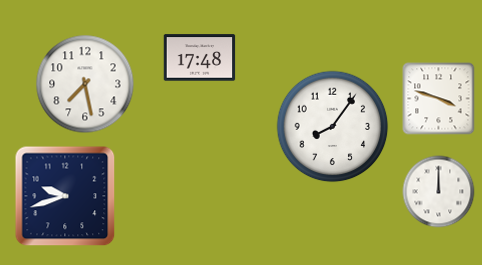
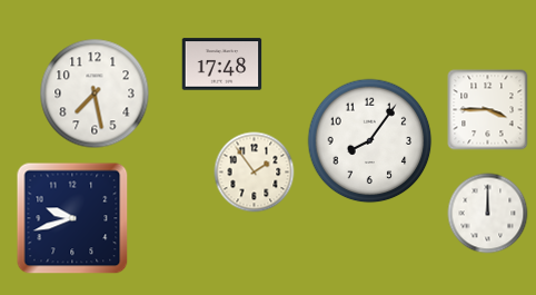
clock at (439, 99): 3:48 -> 3:45
clock at (255, 173): none -> 1:54
